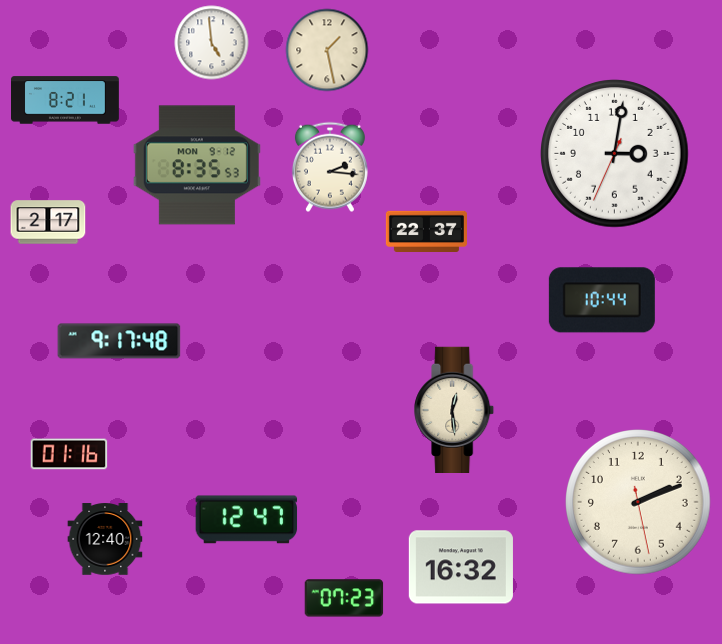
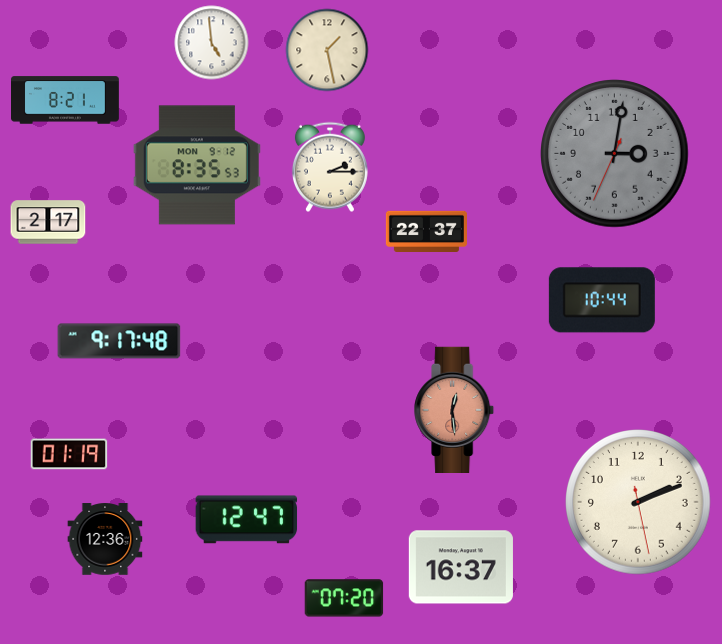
clock at (615, 154) dial: white -> grey
clock at (330, 167): 2:16 -> 2:15
clock at (455, 409) dial: cream -> salmon
clock at (69, 454): 01:16 -> 01:19
clock at (105, 539): 12:40 -> 12:36
clock at (461, 567): 16:32 -> 16:37
clock at (344, 598): 07:23 -> 07:20
